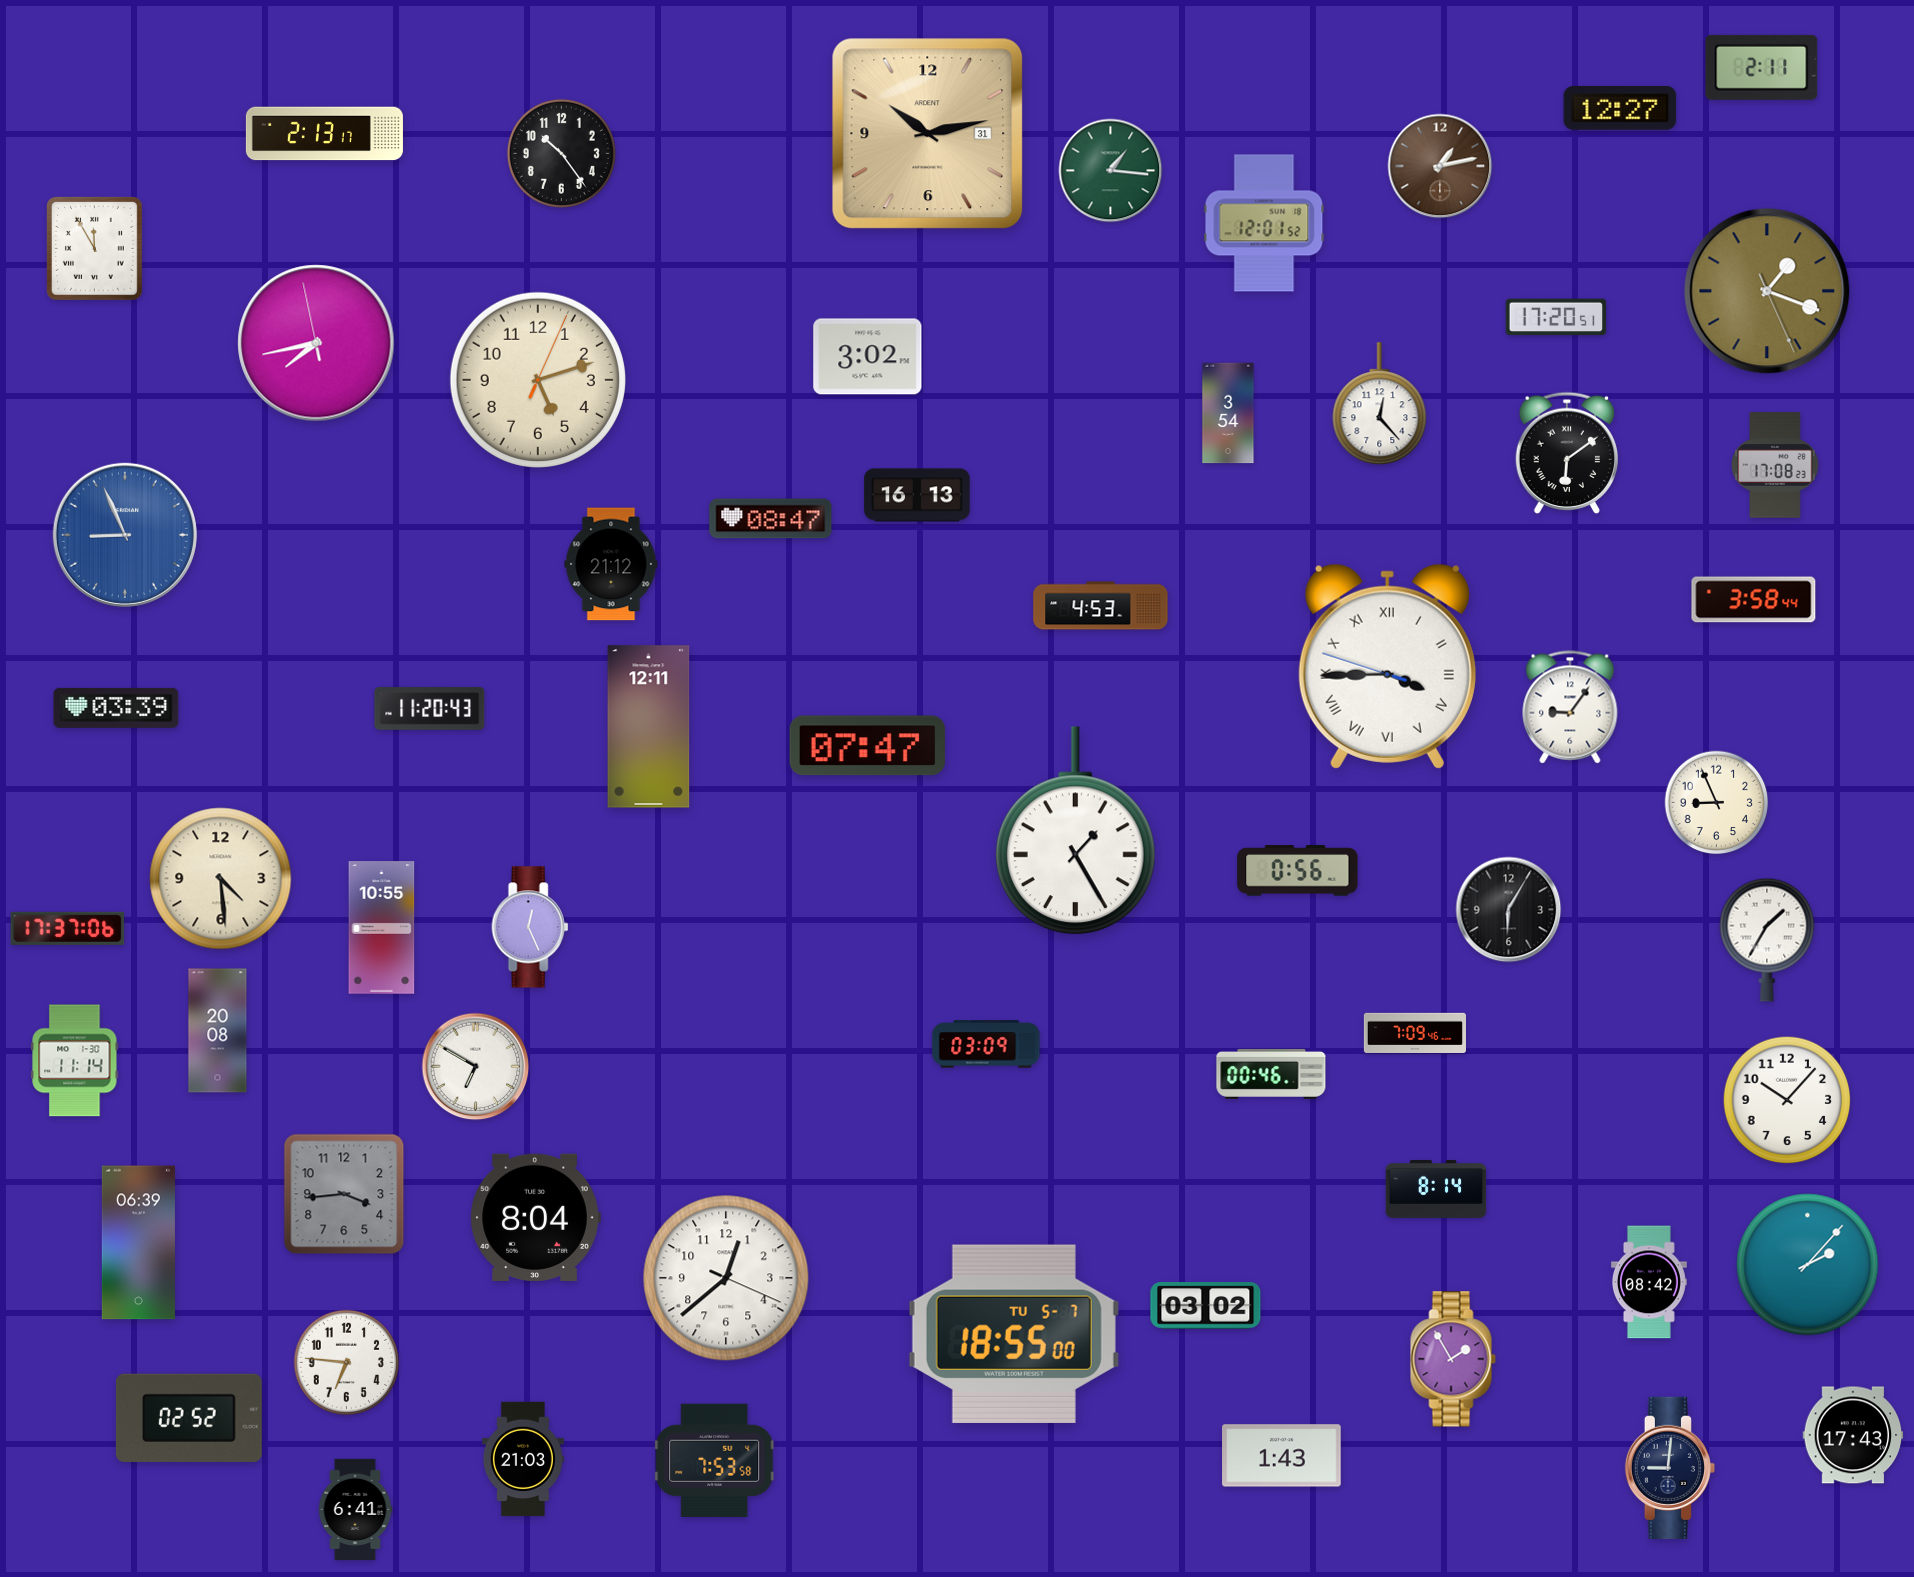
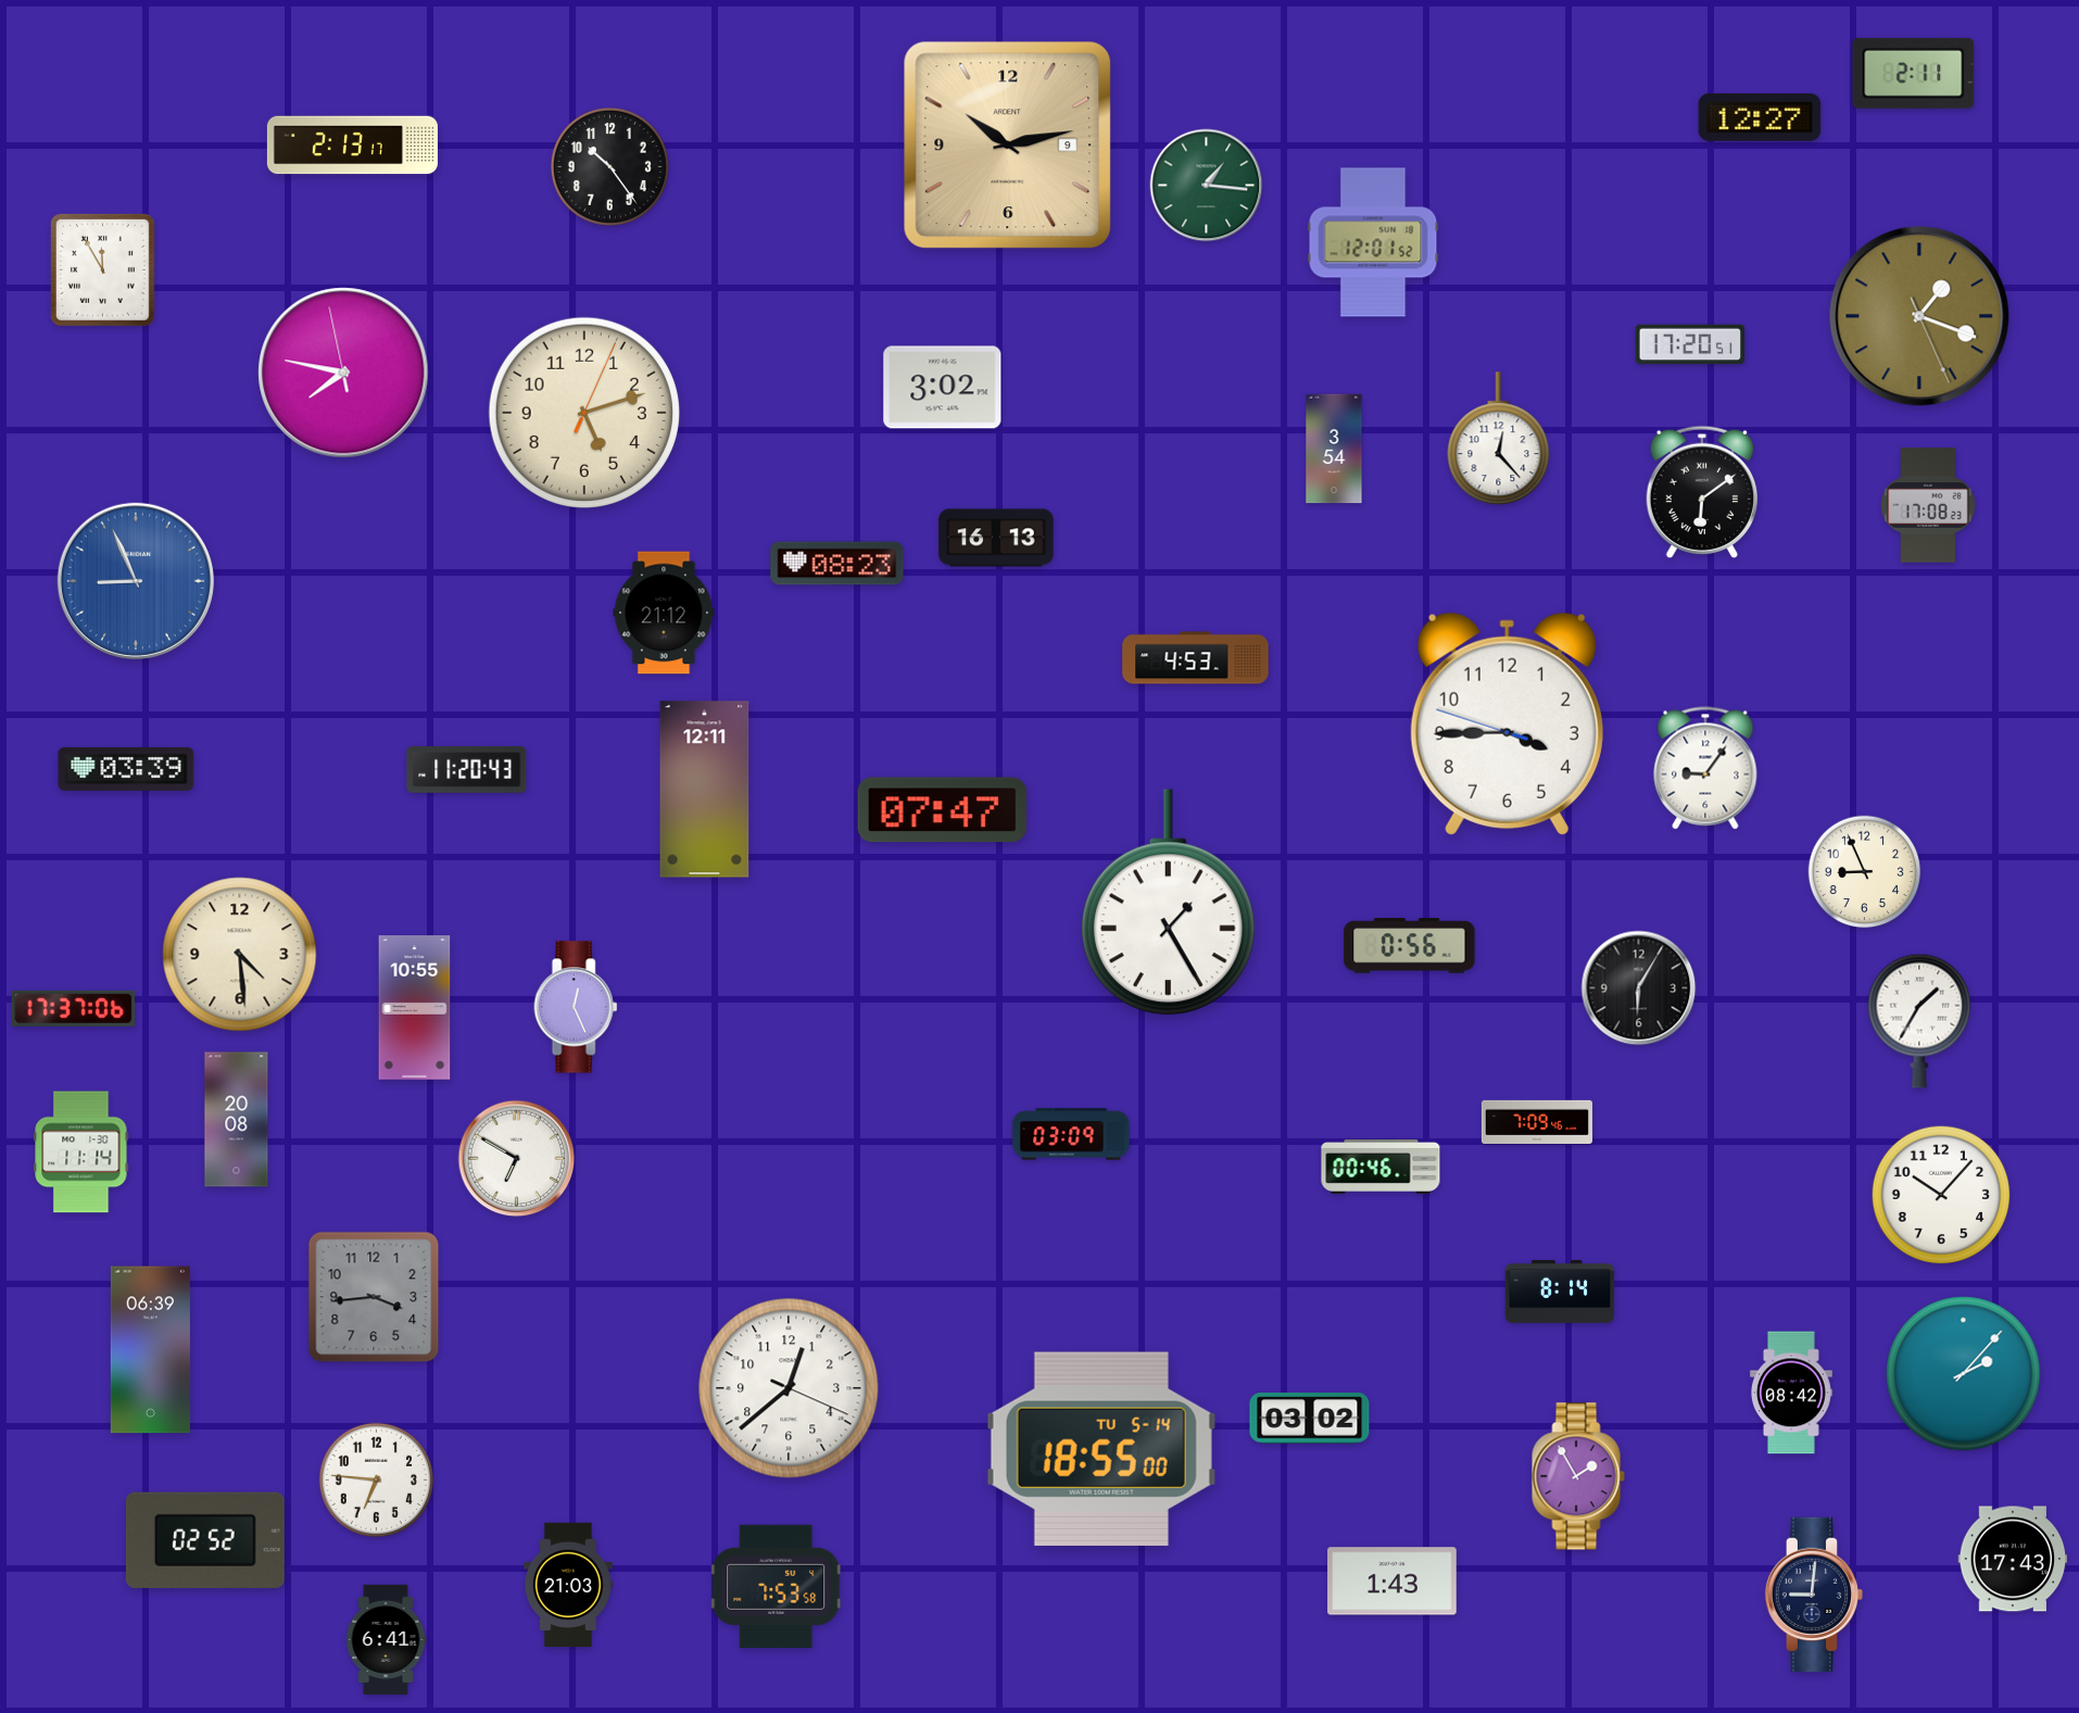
clock at (928, 134) date: 31 -> 9
clock at (1440, 166): 1:13 -> none
clock at (316, 343): 7:42 -> 7:46
clock at (771, 519): 08:47 -> 08:23
clock at (1754, 600): 3:58 -> none
clock at (1387, 666) numerals: Roman -> Arabic
clock at (535, 1217): 8:04 -> none
clock at (1014, 1334) date: TU 5-7 -> TU 5-14
